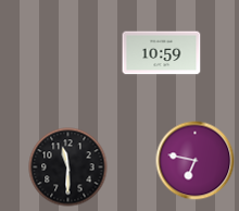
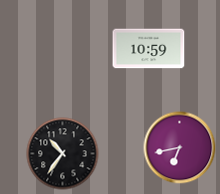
clock at (196, 161): 6:47 -> 6:43
clock at (68, 167): 11:30 -> 10:36
